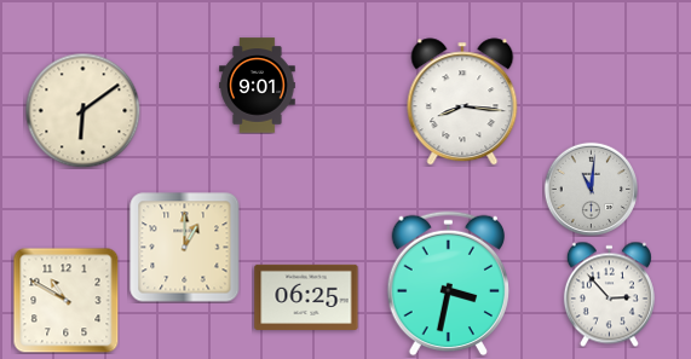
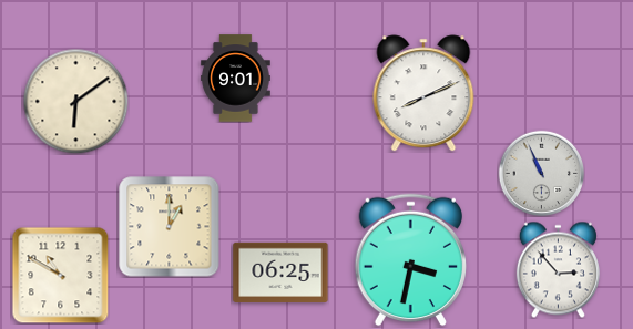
clock at (462, 102): 8:16 -> 8:11
clock at (591, 189): 11:01 -> 10:56
